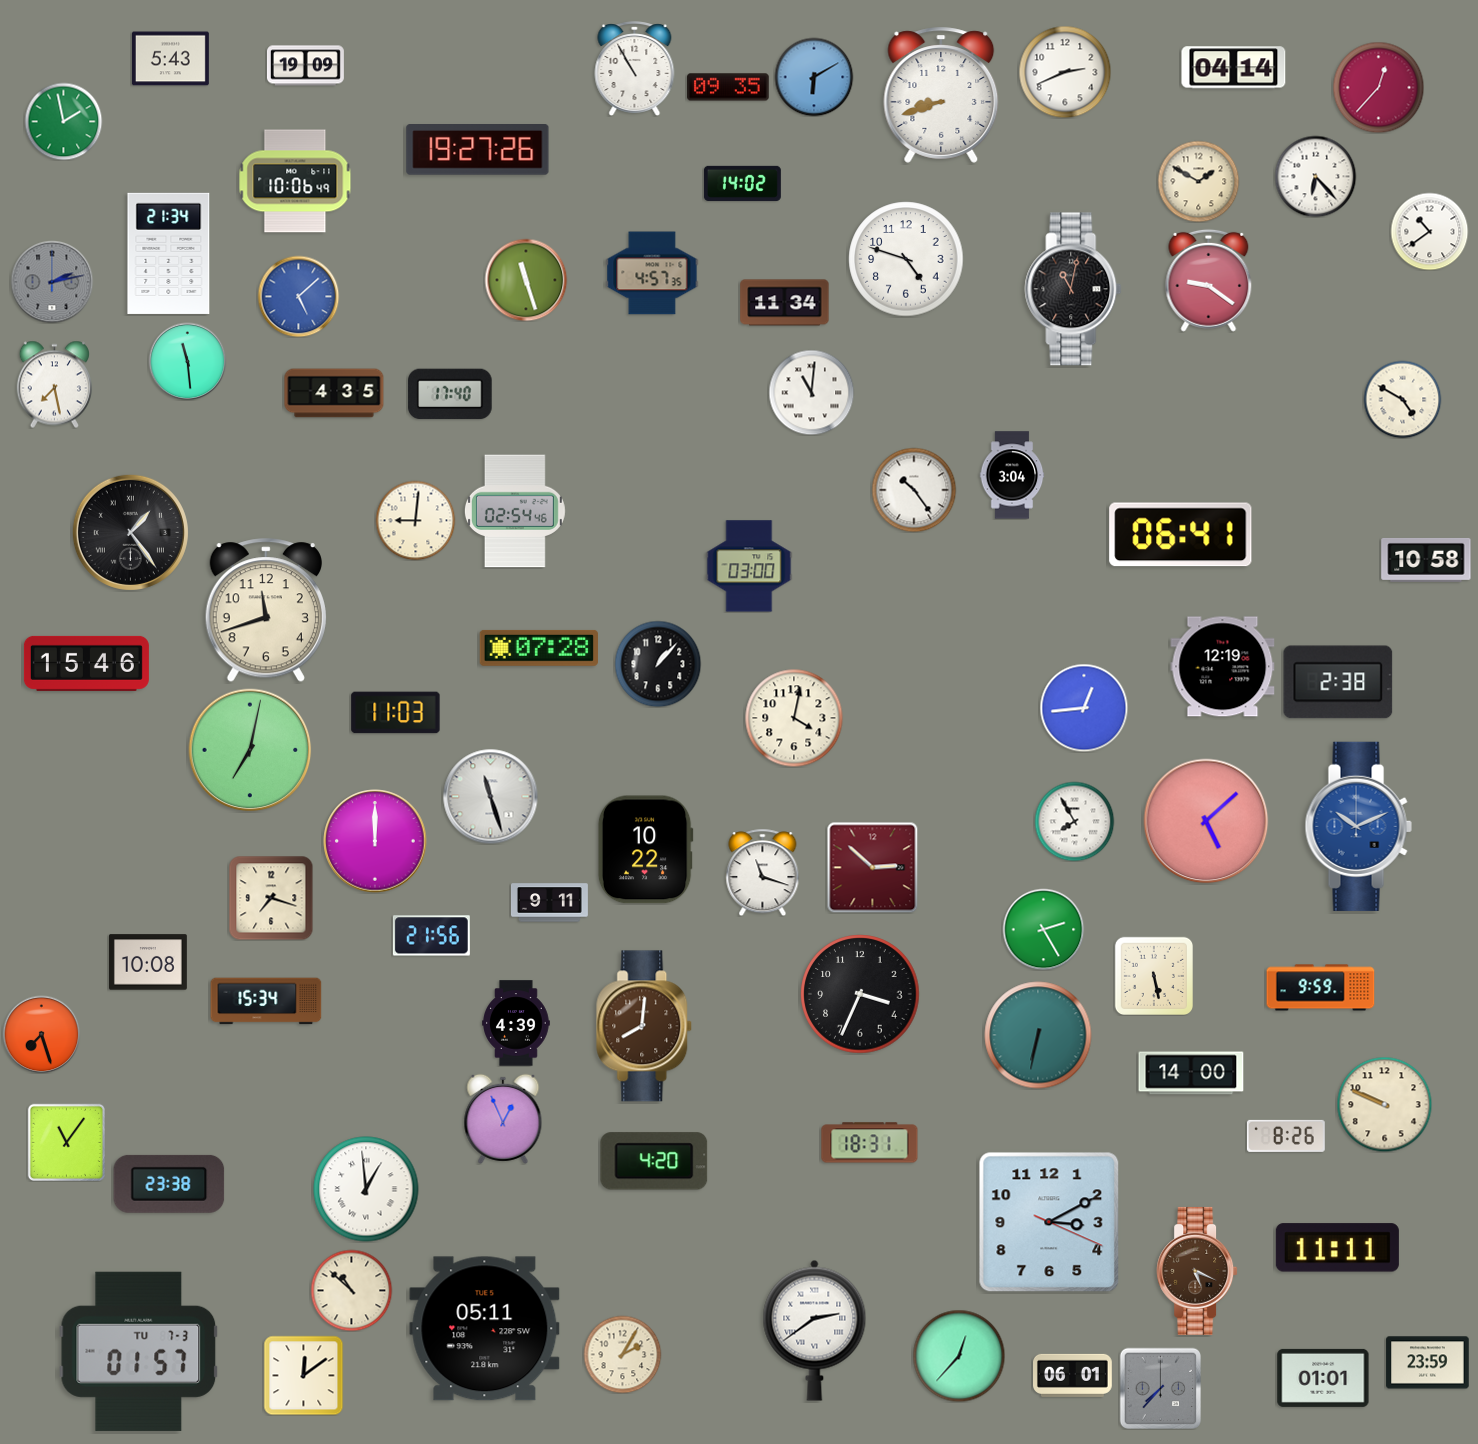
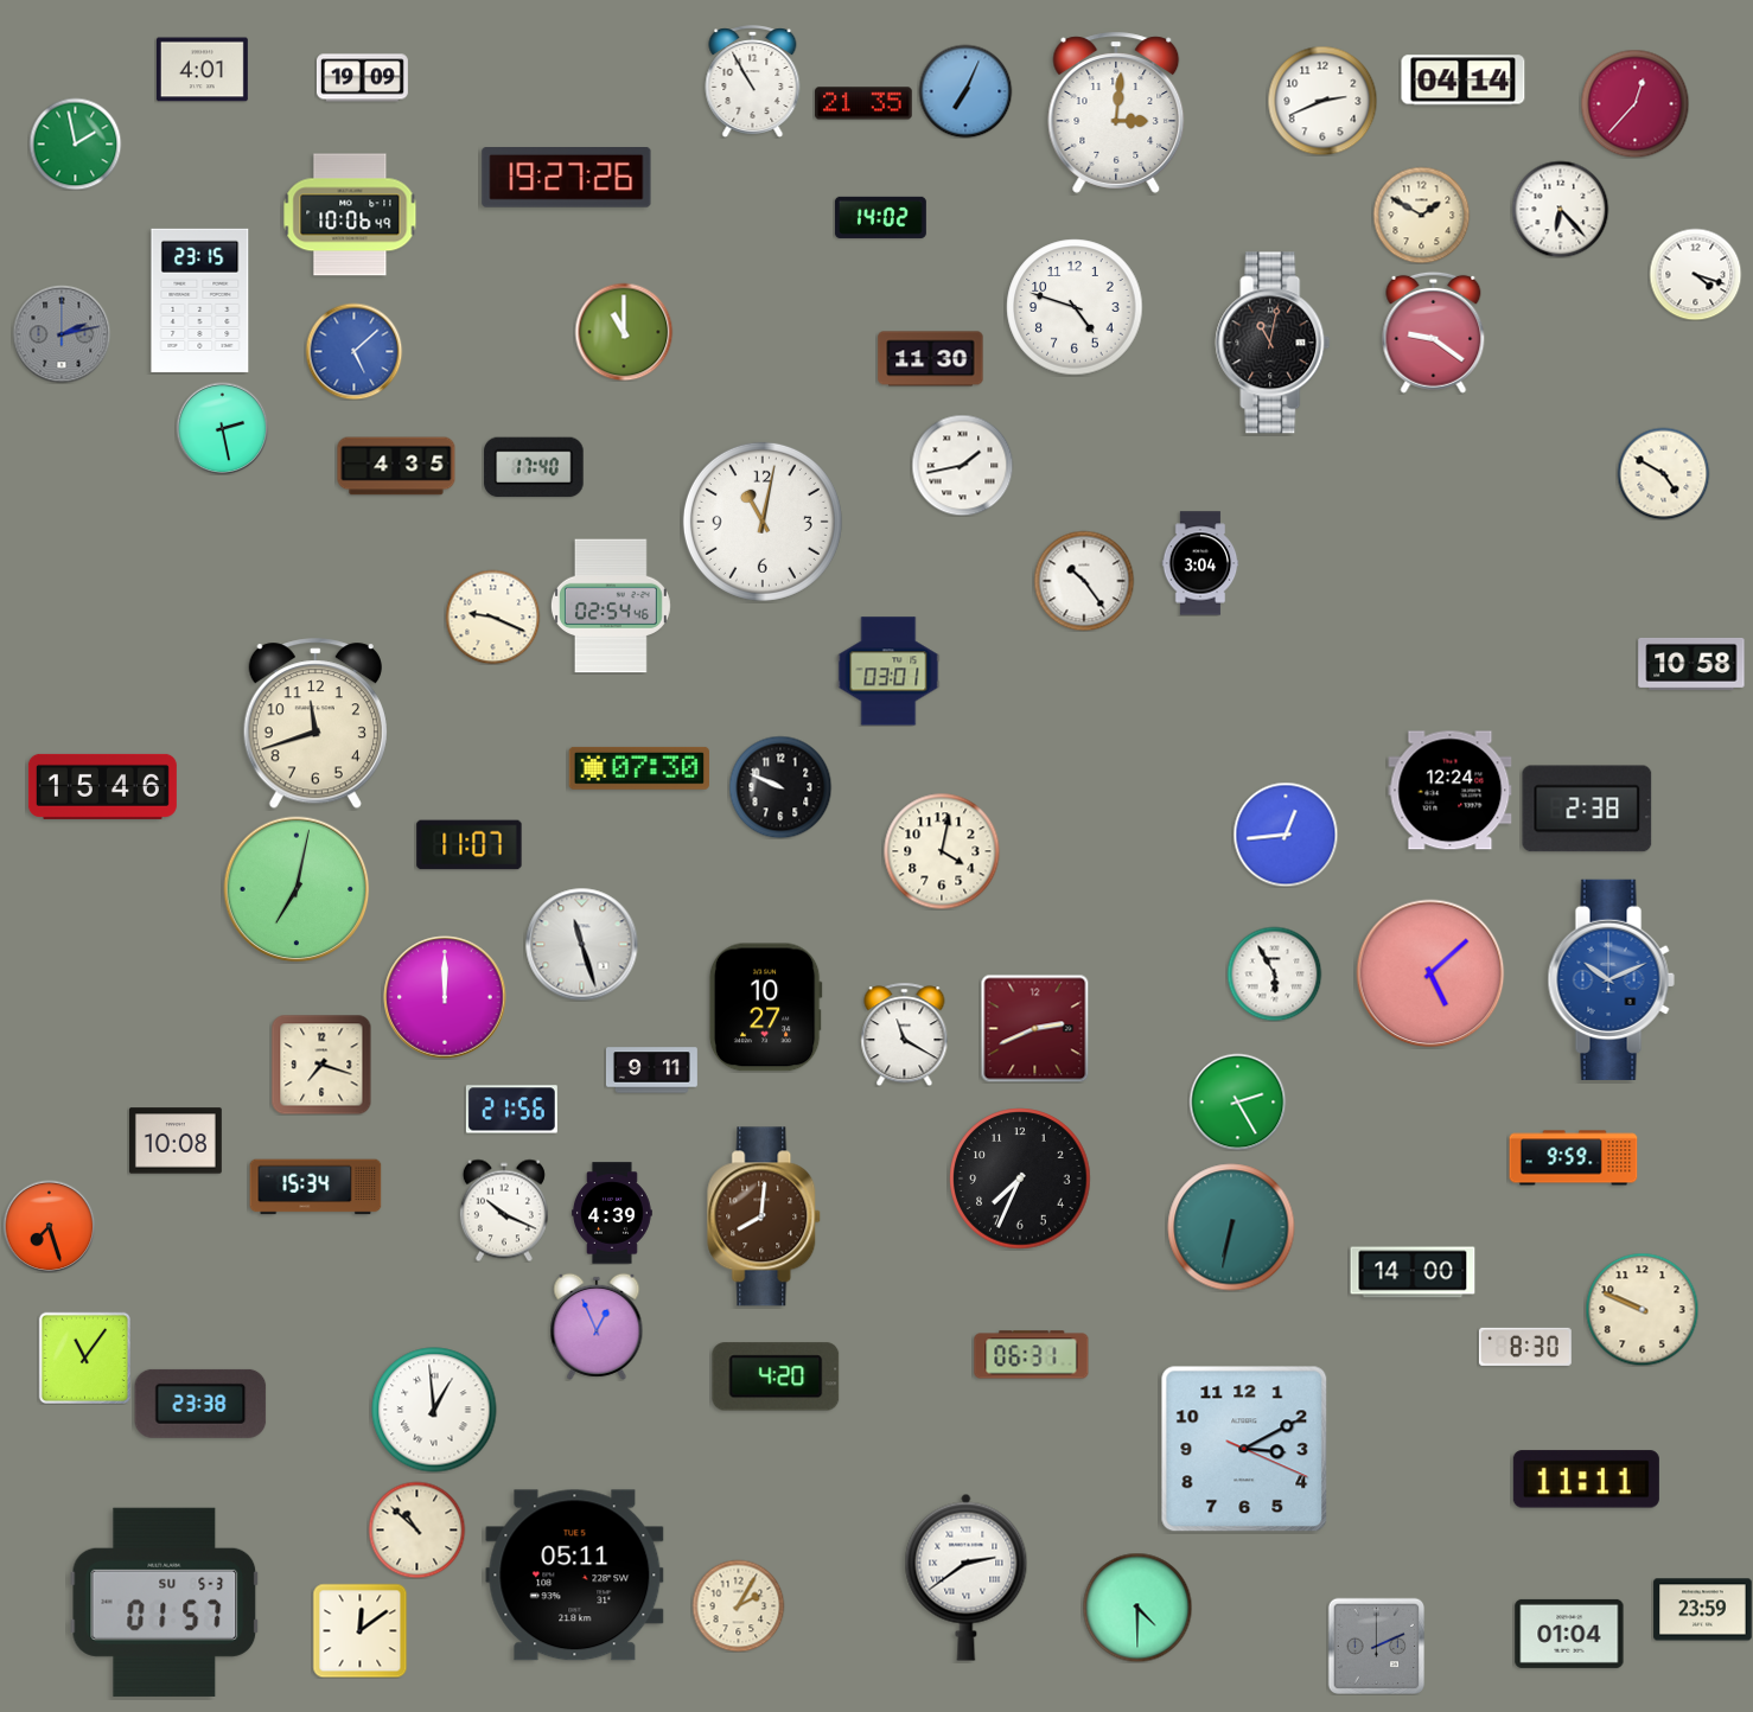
clock at (170, 59): 5:43 -> 4:01
clock at (1065, 72) position: (1065, 72) -> (1322, 101)
clock at (814, 77): 6:10 -> 7:04
clock at (728, 87): 09:35 -> 21:35
clock at (941, 95): 8:42 -> 3:01
clock at (1429, 231): 10:39 -> 4:18
clock at (169, 253): 21:34 -> 23:15
clock at (652, 273): 4:57 -> none
clock at (526, 280): 11:27 -> 11:00
clock at (785, 303): 11:34 -> 11:30
clock at (187, 361): 11:29 -> 2:28
clock at (54, 384): 7:28 -> none
clock at (811, 392): 11:01 -> 1:43
clock at (763, 522): none -> 11:02
clock at (415, 520): 9:01 -> 9:19
clock at (130, 532): 1:24 -> none
clock at (1181, 535): 06:41 -> none
clock at (749, 566): 03:00 -> 03:01
clock at (539, 648): 07:28 -> 07:30
clock at (658, 664): 1:07 -> 9:49
clock at (1223, 667): 12:19 -> 12:24
clock at (1084, 708) position: (1084, 708) -> (1286, 835)
clock at (396, 713): 11:03 -> 11:07
clock at (1074, 821): 7:55 -> 5:55
clock at (645, 850): 10:22 -> 10:27
clock at (872, 867): 2:52 -> 2:41
clock at (763, 872): 11:18 -> 11:20
clock at (1153, 975): 5:28 -> none
clock at (1321, 988) position: (1321, 988) -> (1574, 1158)
clock at (860, 994): 3:34 -> 7:34
clock at (504, 1210): none -> 10:19
clock at (1286, 1136): 8:26 -> 8:30
clock at (66, 1142) position: (66, 1142) -> (84, 1358)
clock at (870, 1143): 18:31 -> 06:31
clock at (1197, 1271): 5:19 -> none
clock at (139, 1351) date: TU 7-3 -> SU 5-3
clock at (959, 1356): 12:37 -> 4:30
clock at (1428, 1363) position: (1428, 1363) -> (1703, 1610)
clock at (1073, 1375): 06:01 -> none
clock at (1323, 1378): 01:01 -> 01:04
clock at (1160, 1388): 7:37 -> 2:11
